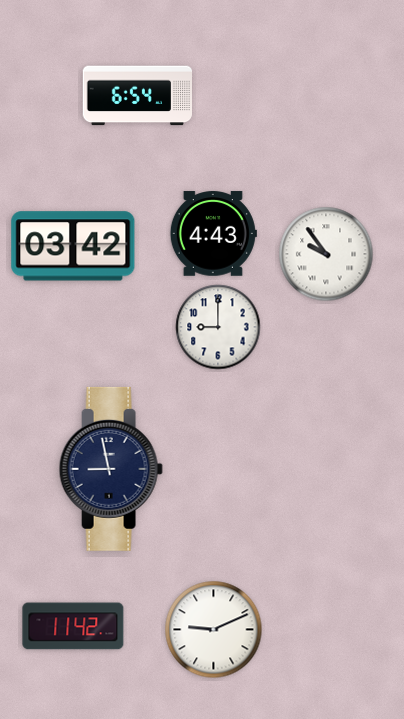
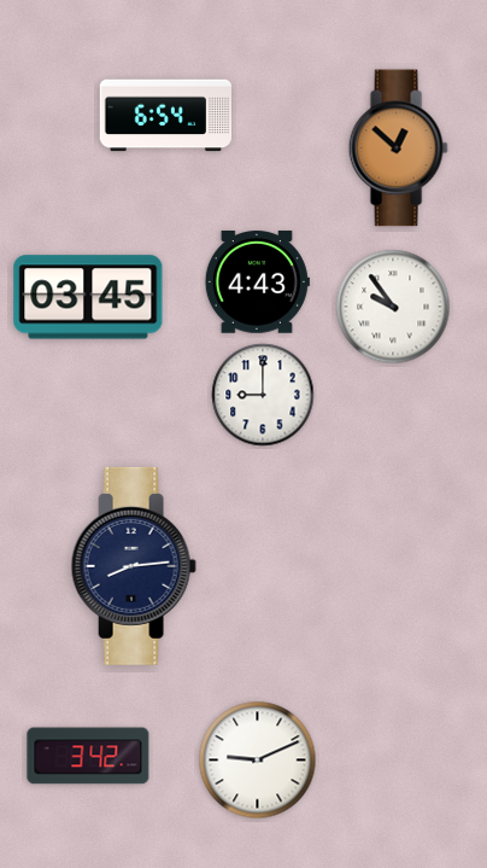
clock at (398, 148): none -> 12:52
clock at (73, 246): 03:42 -> 03:45
clock at (111, 469): 8:58 -> 8:14
clock at (73, 626): 11:42 -> 3:42
